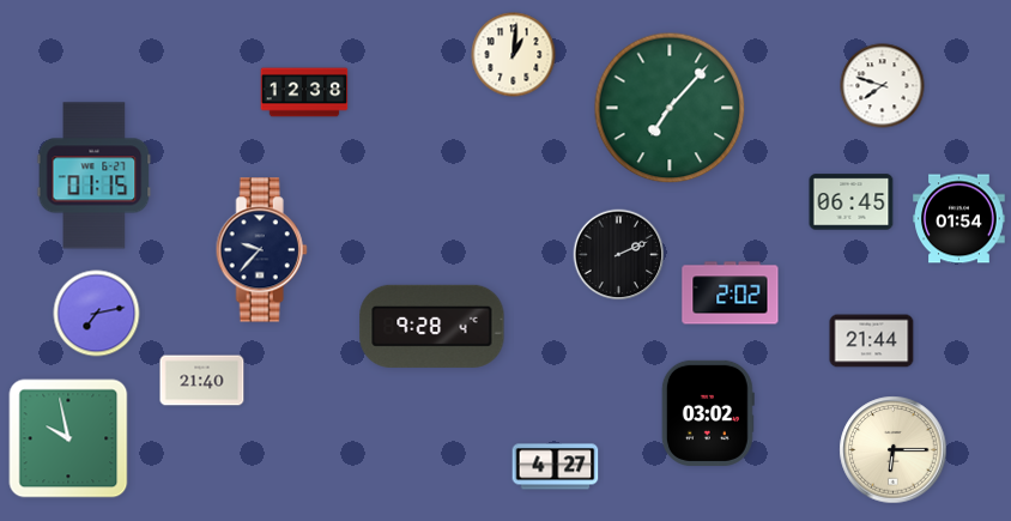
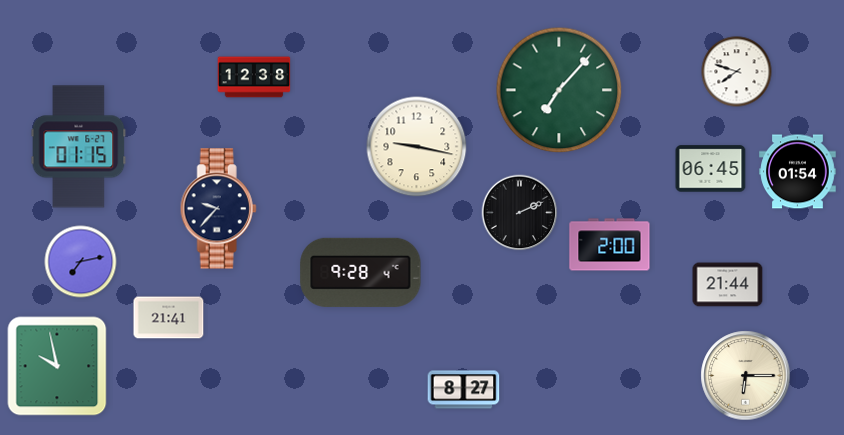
clock at (514, 55): 1:01 -> none
clock at (417, 147): none -> 9:17
clock at (959, 219) position: (959, 219) -> (798, 172)
clock at (619, 255) position: (619, 255) -> (520, 213)
clock at (731, 293): 2:02 -> 2:00
clock at (202, 381): 21:40 -> 21:41
clock at (708, 413): 03:02 -> none
clock at (556, 467): 4:27 -> 8:27
